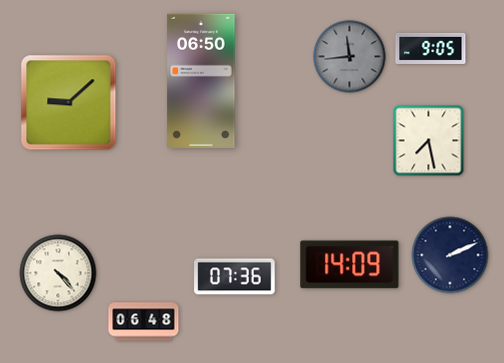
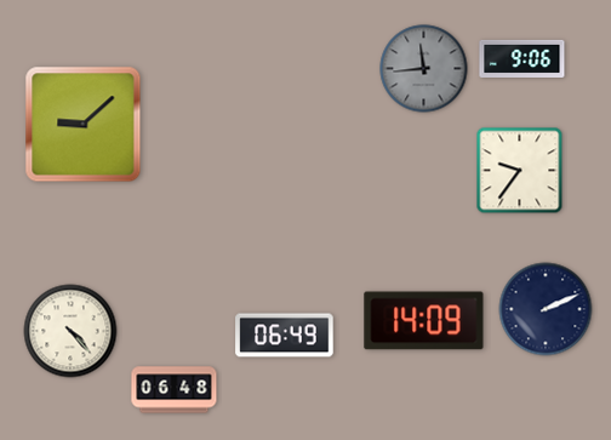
clock at (431, 48): 9:05 -> 9:06
clock at (201, 81): 06:50 -> none
clock at (429, 141): 7:28 -> 9:36
clock at (235, 277): 07:36 -> 06:49
